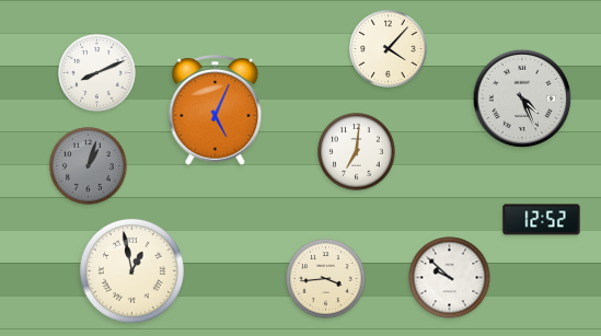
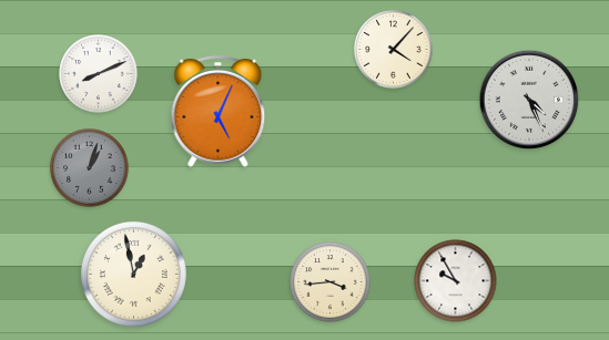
clock at (357, 152): 7:01 -> none
clock at (542, 220): 12:52 -> none
clock at (450, 278): 9:52 -> 9:55
